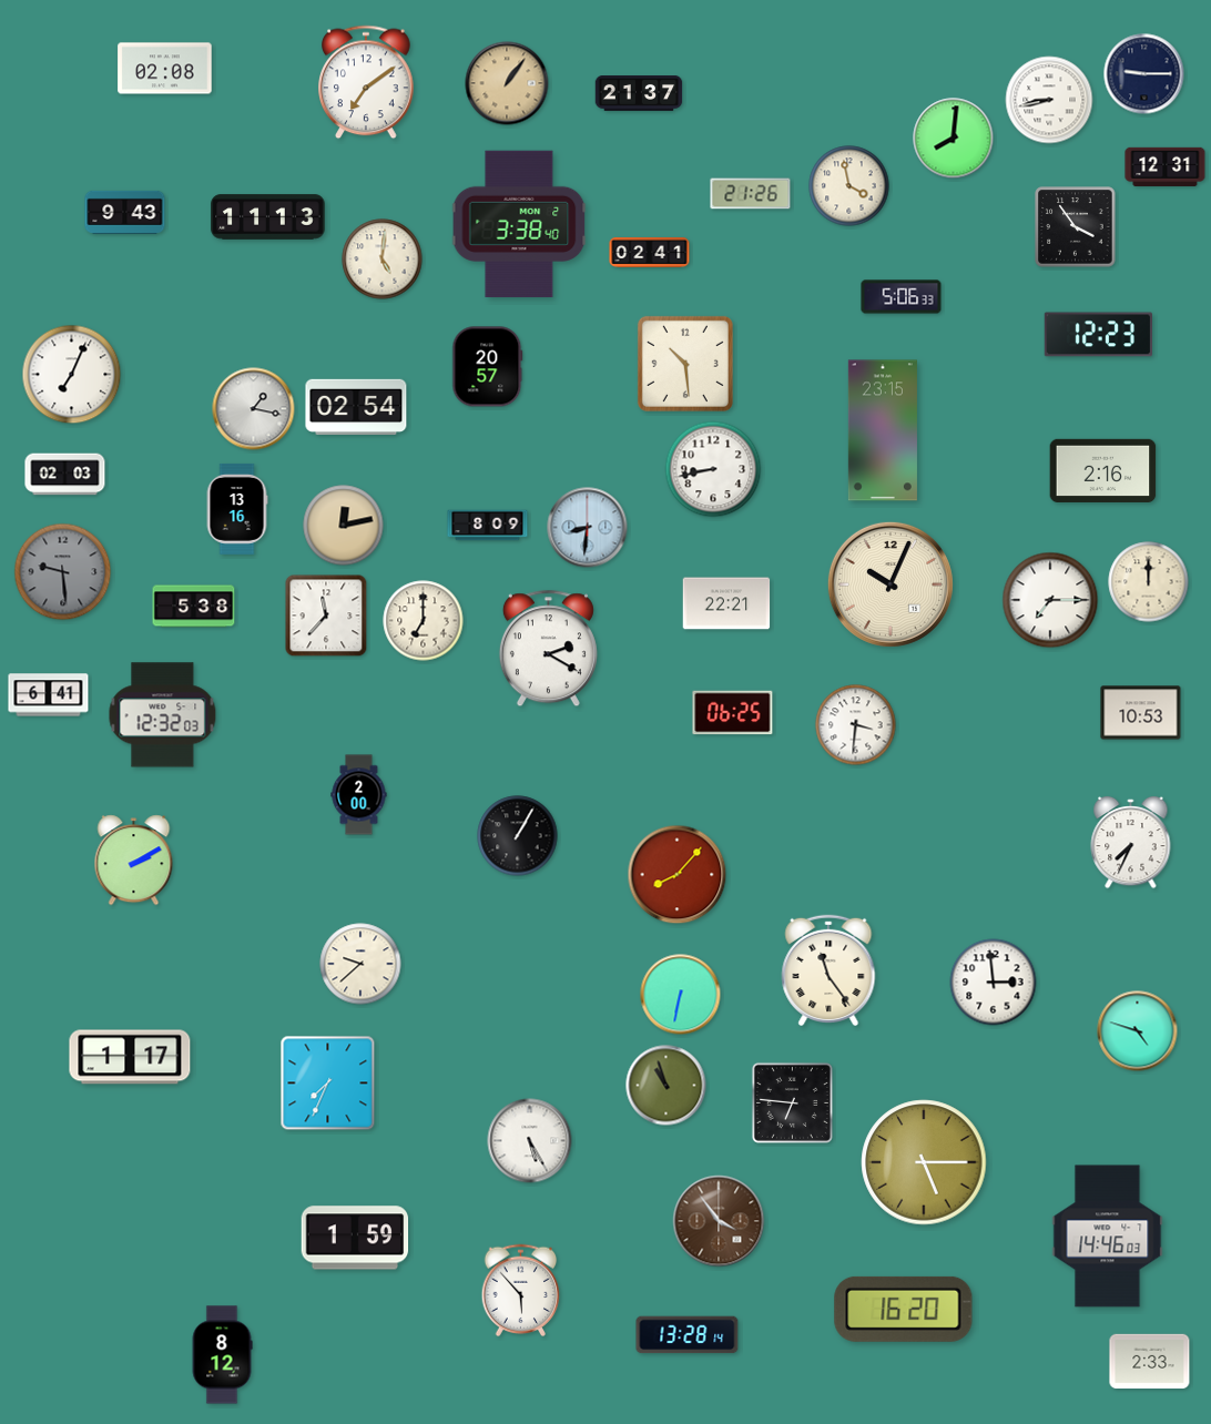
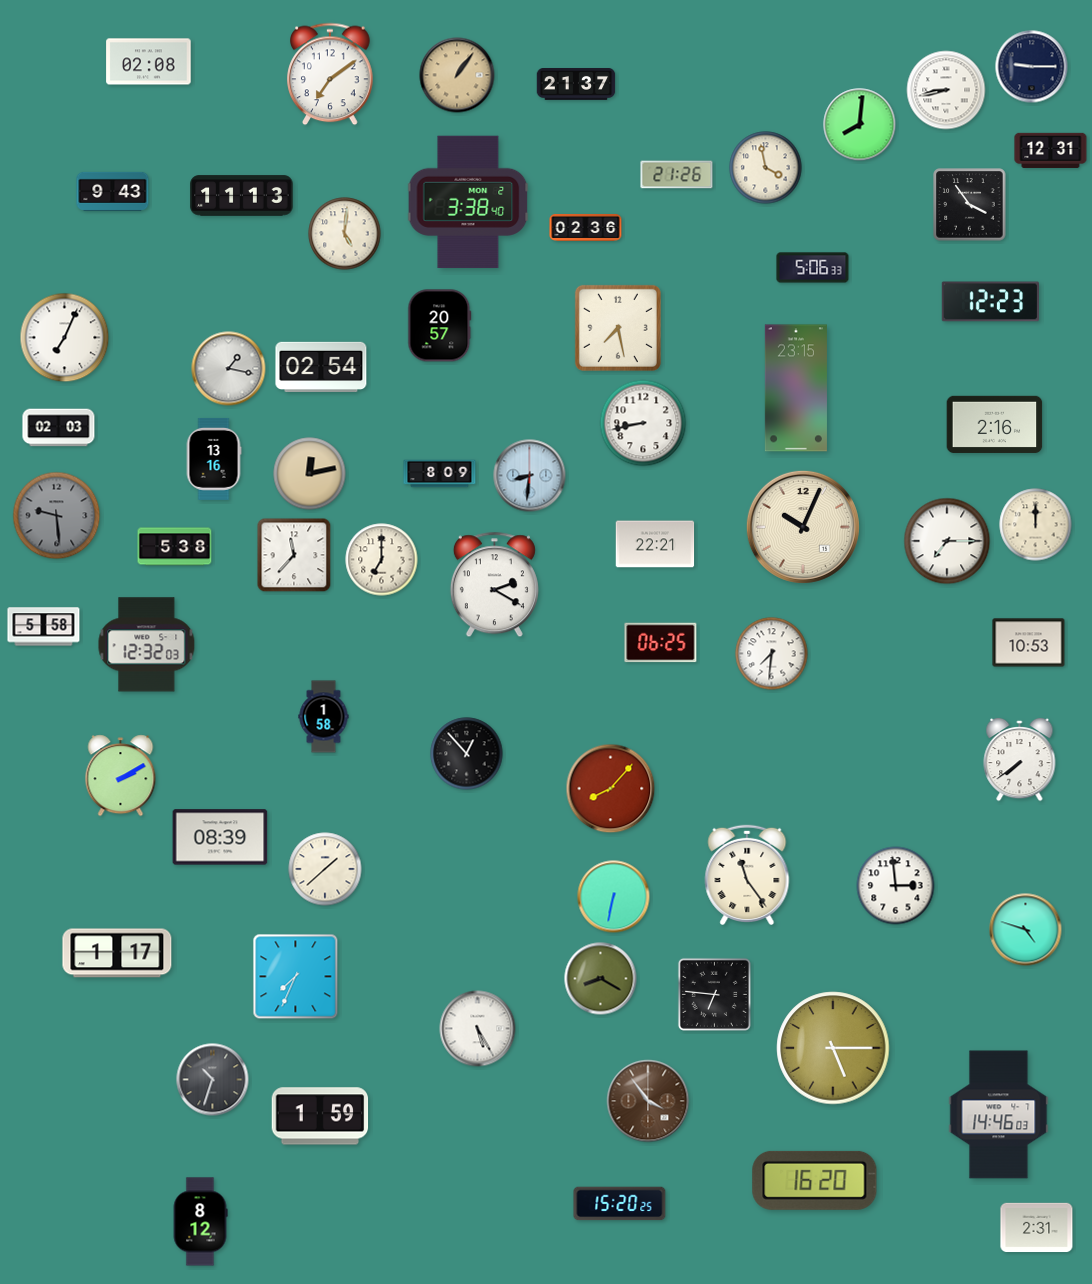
clock at (650, 252): 02:41 -> 02:36
clock at (685, 364): 10:29 -> 7:28
clock at (488, 367) position: (488, 367) -> (440, 326)
clock at (49, 695): 6:41 -> 5:58
clock at (856, 725): 3:31 -> 7:31
clock at (359, 795): 2:00 -> 1:58
clock at (518, 836): 1:05 -> 12:53
clock at (1131, 843): 7:34 -> 7:39
clock at (220, 837): none -> 08:39
clock at (360, 964): 9:38 -> 1:38
clock at (666, 1086): 10:57 -> 8:20
clock at (213, 1080): none -> 10:33
clock at (521, 1291): 5:53 -> none
clock at (688, 1335): 13:28 -> 15:20
clock at (1150, 1362): 2:33 -> 2:31
